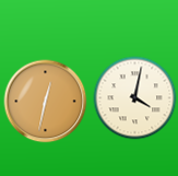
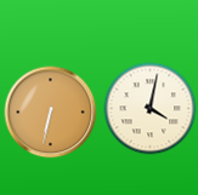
clock at (46, 102): 12:32 -> 6:32
